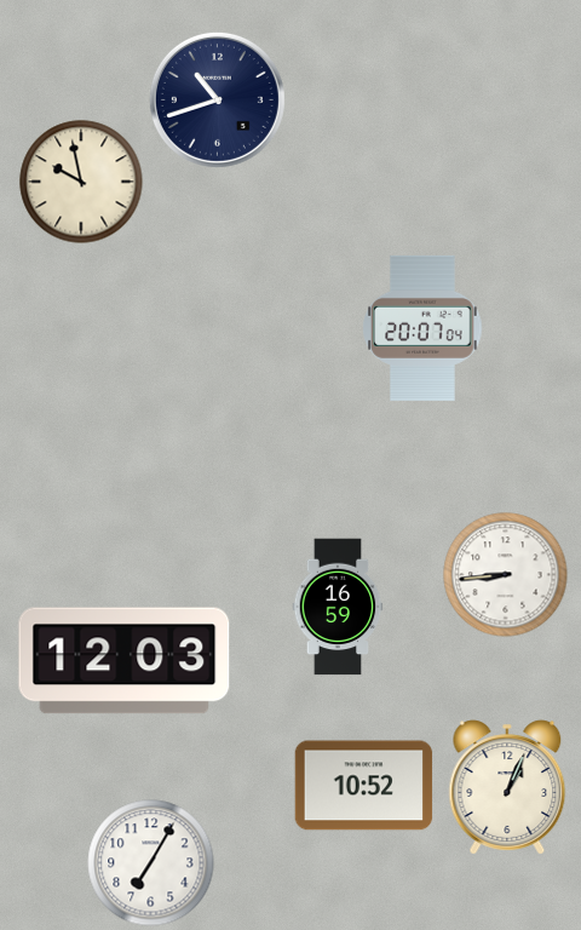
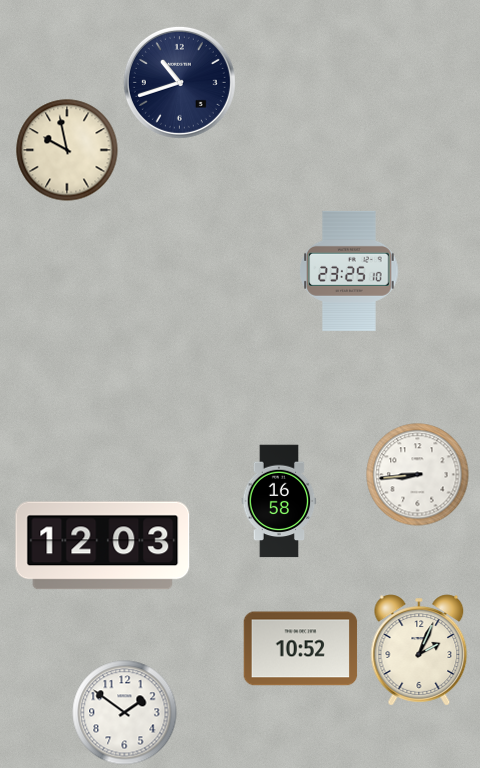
clock at (422, 328): 20:07 -> 23:25
clock at (338, 607): 16:59 -> 16:58
clock at (507, 787): 1:04 -> 2:04
clock at (151, 863): 7:05 -> 1:51
